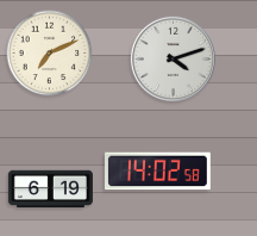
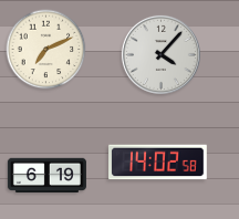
clock at (173, 58): 4:12 -> 4:07
clock at (158, 172) position: (158, 172) -> (158, 163)
